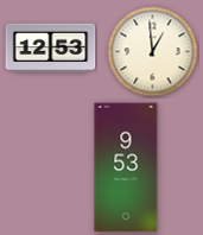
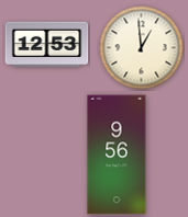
clock at (126, 167): 9:53 -> 9:56
